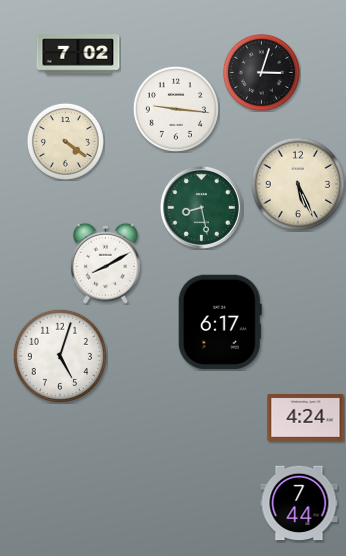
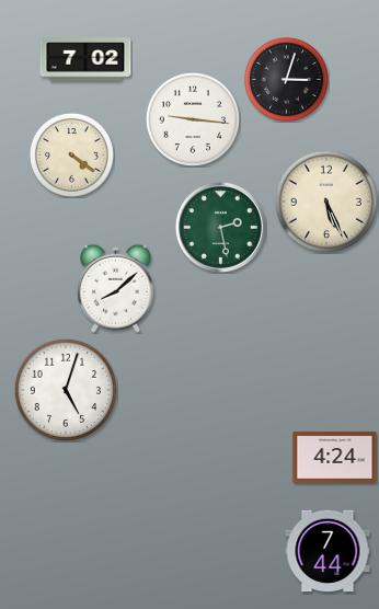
clock at (201, 207): 8:28 -> 2:28
clock at (105, 263): 8:10 -> 8:08
clock at (220, 322): 6:17 -> none
